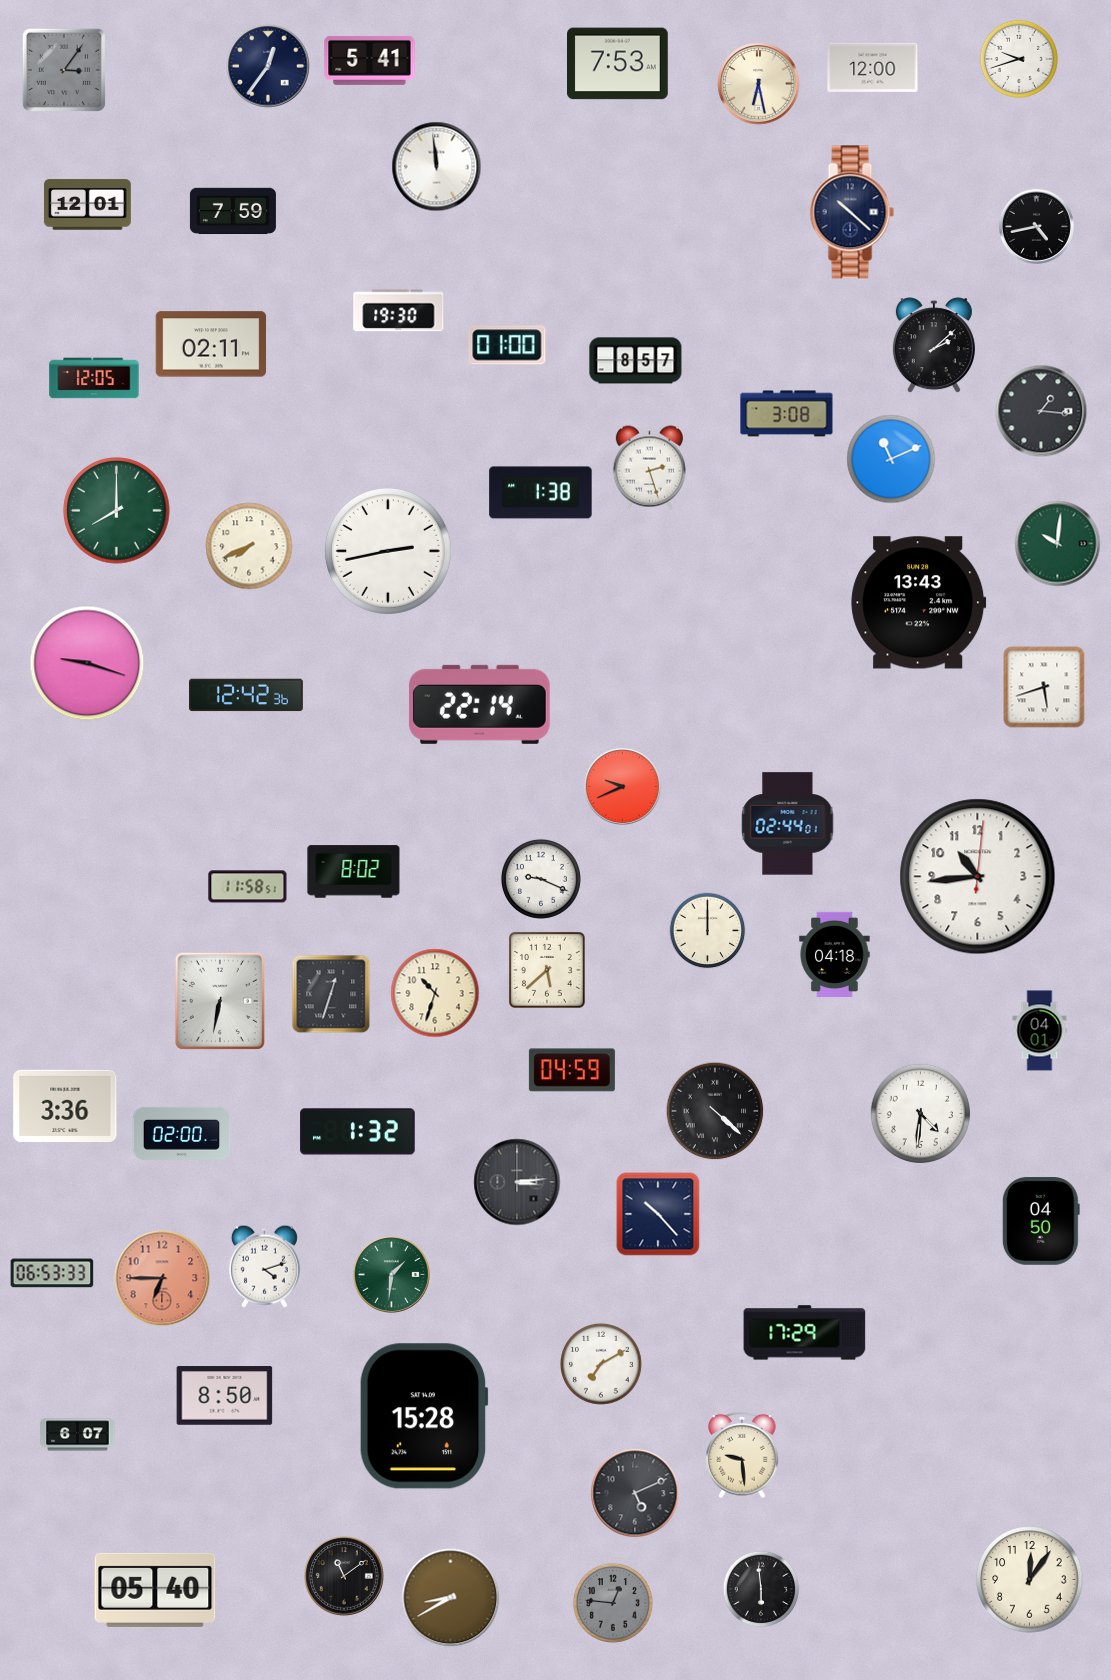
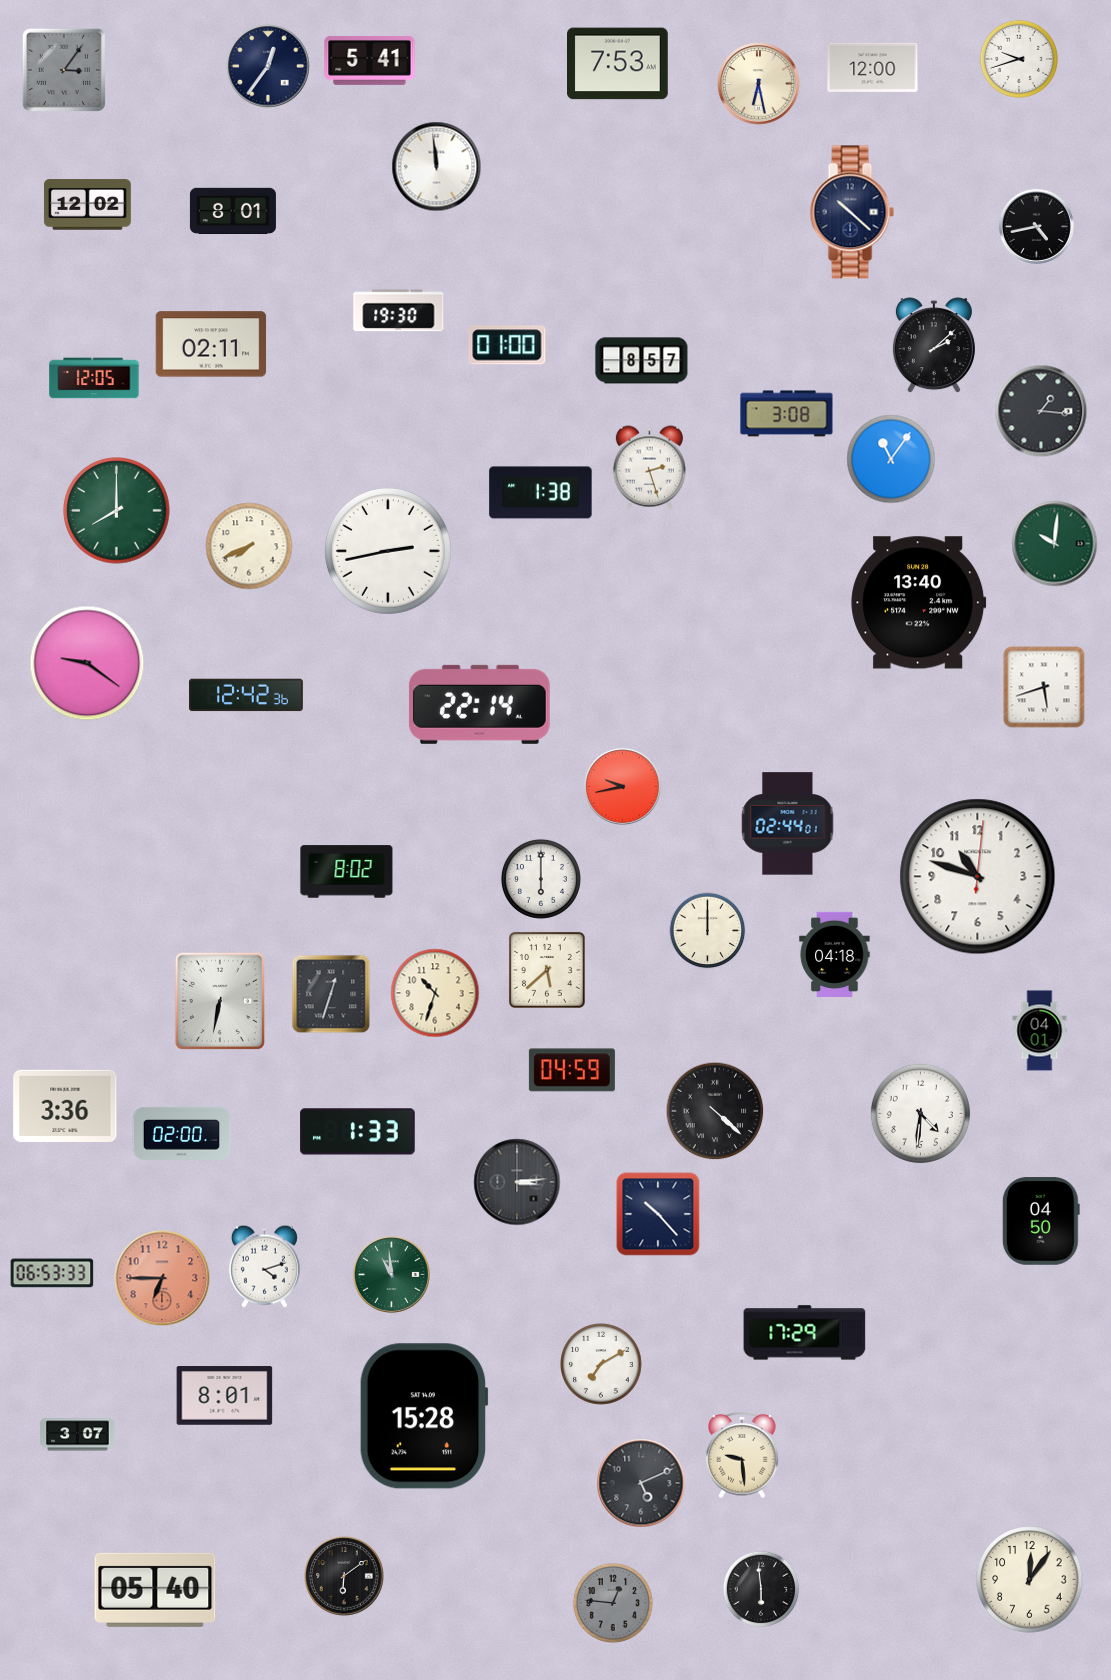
clock at (87, 205): 12:01 -> 12:02
clock at (233, 210): 7:59 -> 8:01
clock at (636, 361) position: (636, 361) -> (642, 361)
clock at (891, 459): 11:11 -> 11:06
clock at (1058, 544) position: (1058, 544) -> (1055, 544)
clock at (919, 603): 13:43 -> 13:40
clock at (87, 663): 9:18 -> 9:21
clock at (622, 786): 9:41 -> 9:43
clock at (354, 872) position: (354, 872) -> (347, 872)
clock at (978, 877): 10:44 -> 10:48
clock at (541, 879): 9:19 -> 6:00
clock at (248, 887): 11:58 -> none
clock at (358, 1132): 1:32 -> 1:33
clock at (391, 1274): 1:31 -> 10:59
clock at (225, 1396): 8:50 -> 8:01
clock at (78, 1435): 6:07 -> 3:07
clock at (635, 1493) position: (635, 1493) -> (641, 1483)
clock at (344, 1576): 11:09 -> 6:09
clock at (451, 1598): 8:40 -> none
